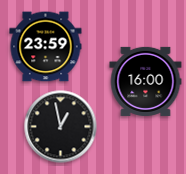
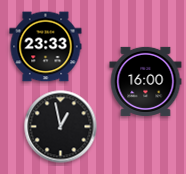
clock at (46, 47): 23:59 -> 23:33
